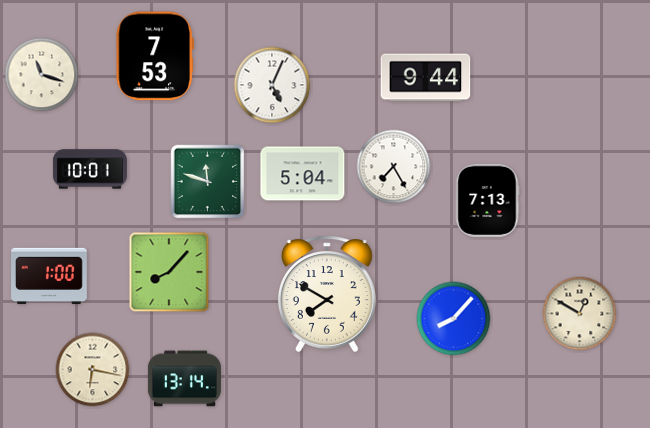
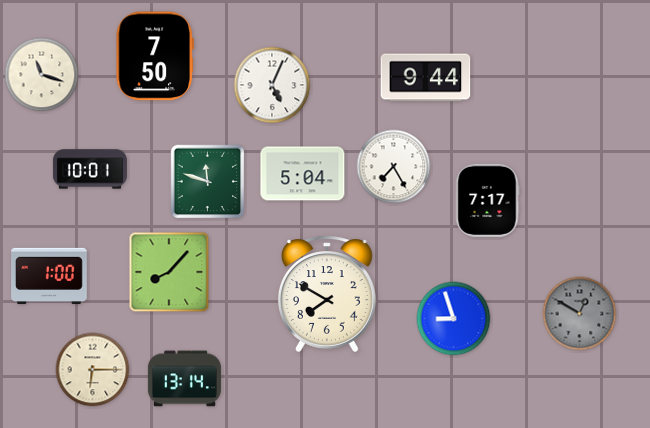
clock at (155, 56): 7:53 -> 7:50
clock at (487, 200): 7:13 -> 7:17
clock at (580, 314) dial: cream -> grey
clock at (454, 319): 8:07 -> 8:57
clock at (93, 370): 6:17 -> 6:15
